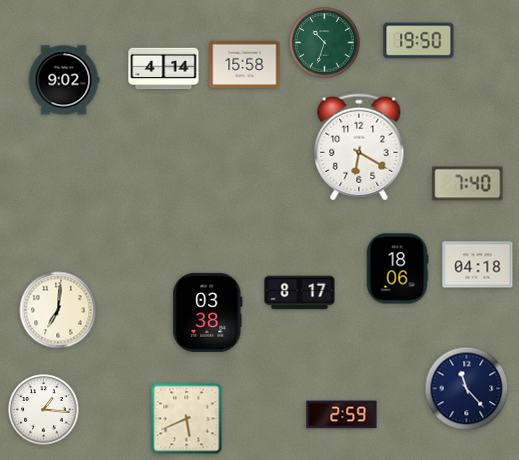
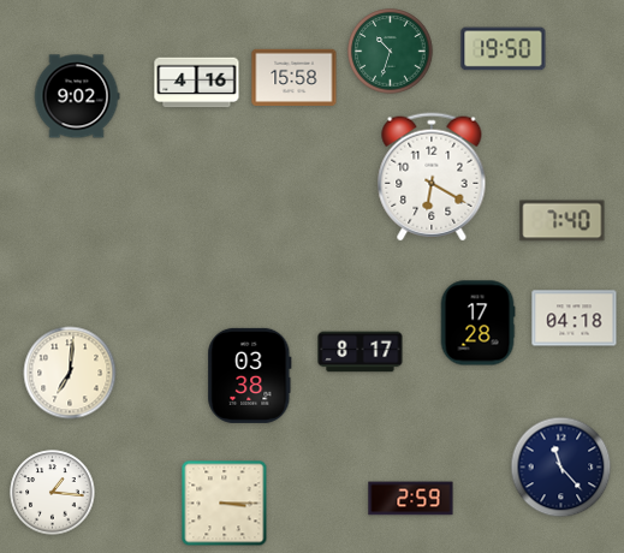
clock at (164, 69): 4:14 -> 4:16
clock at (397, 269): 18:06 -> 17:28
clock at (187, 419): 5:41 -> 3:15
